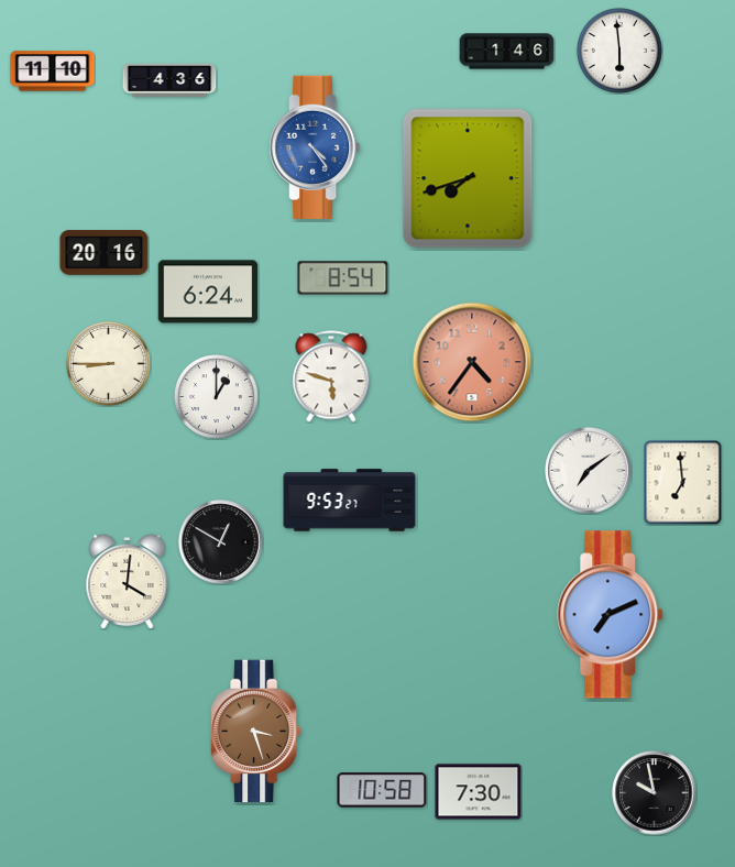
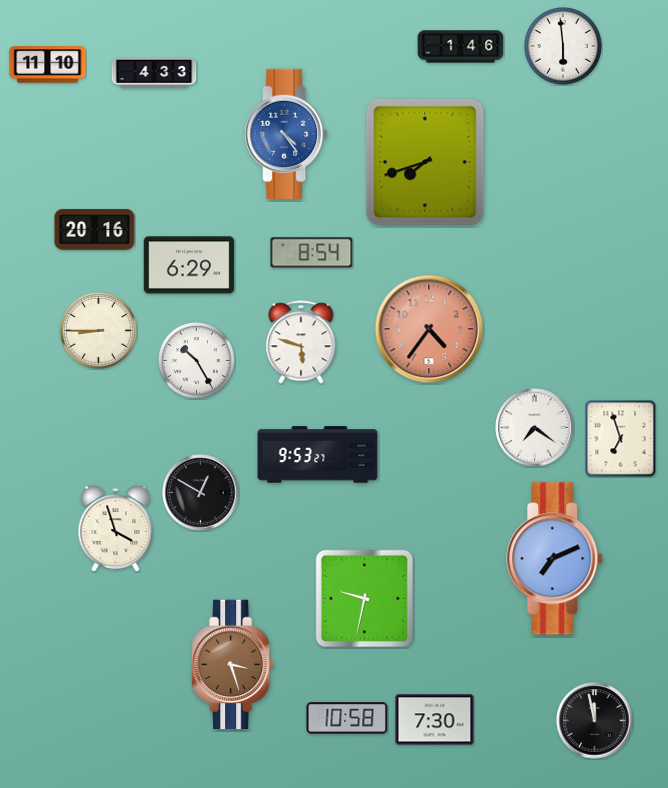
clock at (169, 80): 4:36 -> 4:33
clock at (208, 292): 6:24 -> 6:29
clock at (217, 397): 1:00 -> 10:25
clock at (589, 471): 7:09 -> 7:21
clock at (683, 482): 6:59 -> 6:57
clock at (128, 581): 4:01 -> 3:57
clock at (364, 598): none -> 9:32
clock at (655, 793): 9:58 -> 11:58
